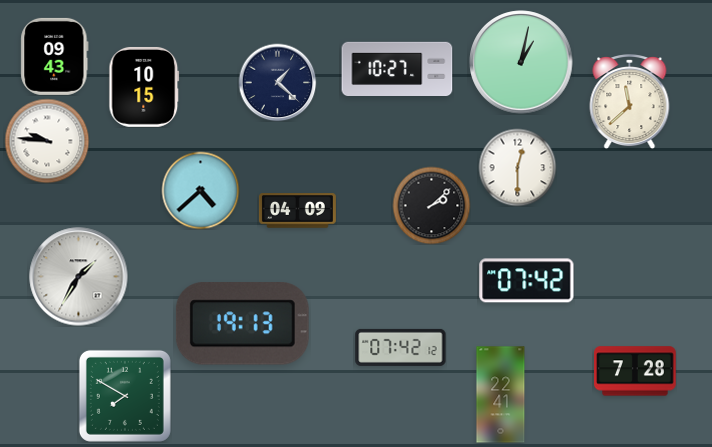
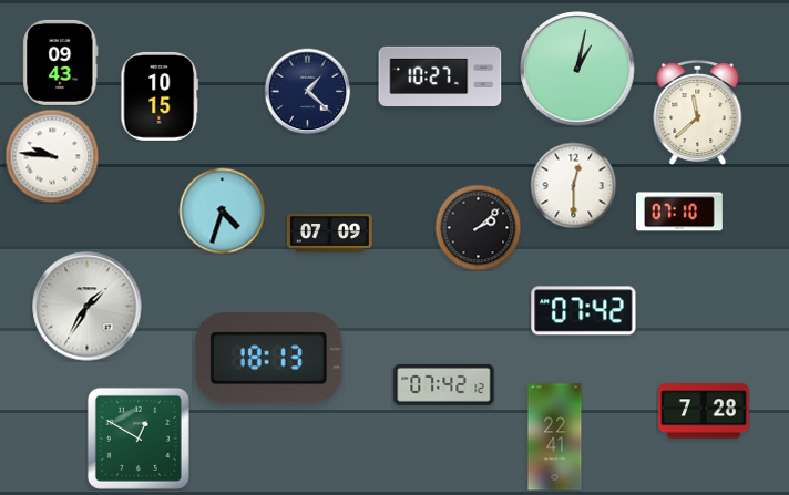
clock at (200, 190): 4:38 -> 4:33
clock at (679, 212): none -> 07:10
clock at (297, 211): 04:09 -> 07:09
clock at (242, 324): 19:13 -> 18:13
clock at (125, 396): 7:50 -> 12:50
